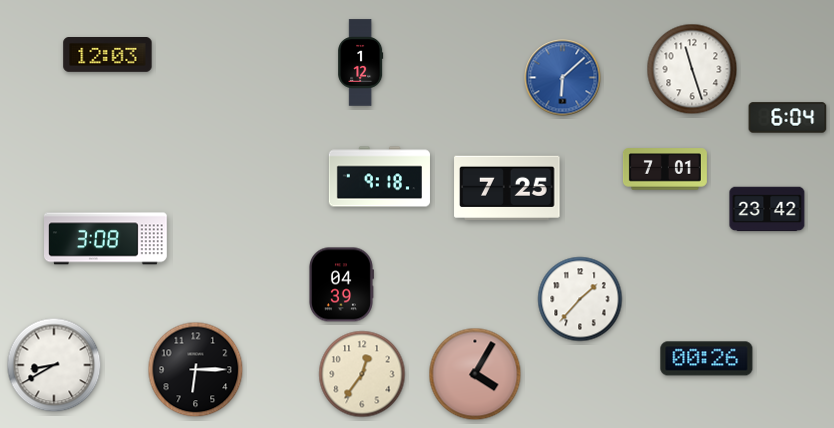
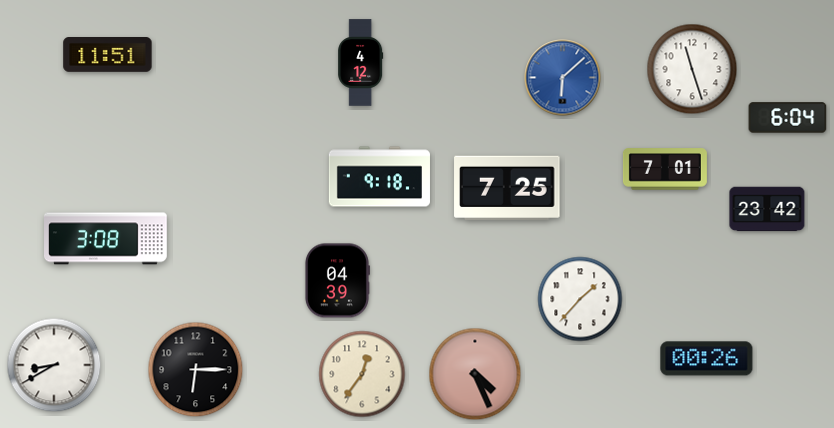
clock at (108, 55): 12:03 -> 11:51
clock at (361, 63): 1:12 -> 4:12
clock at (341, 285) position: (341, 285) -> (337, 281)
clock at (475, 374): 4:05 -> 4:26
